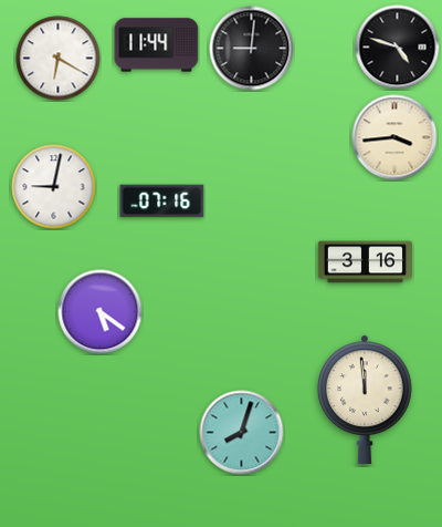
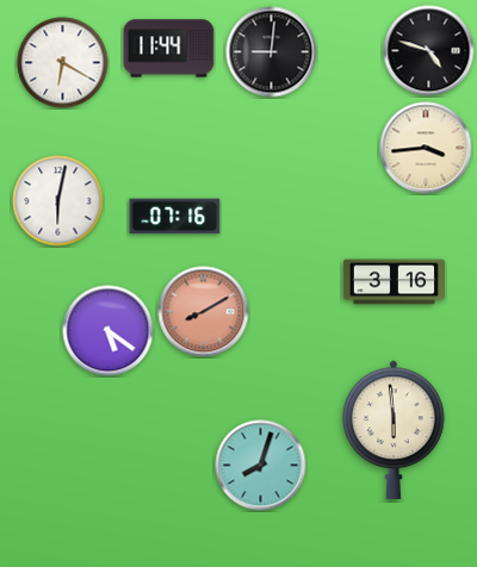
clock at (54, 187): 9:02 -> 6:02
clock at (204, 312): none -> 8:10
clock at (101, 312) position: (101, 312) -> (109, 331)
clock at (366, 400): 11:59 -> 5:59
